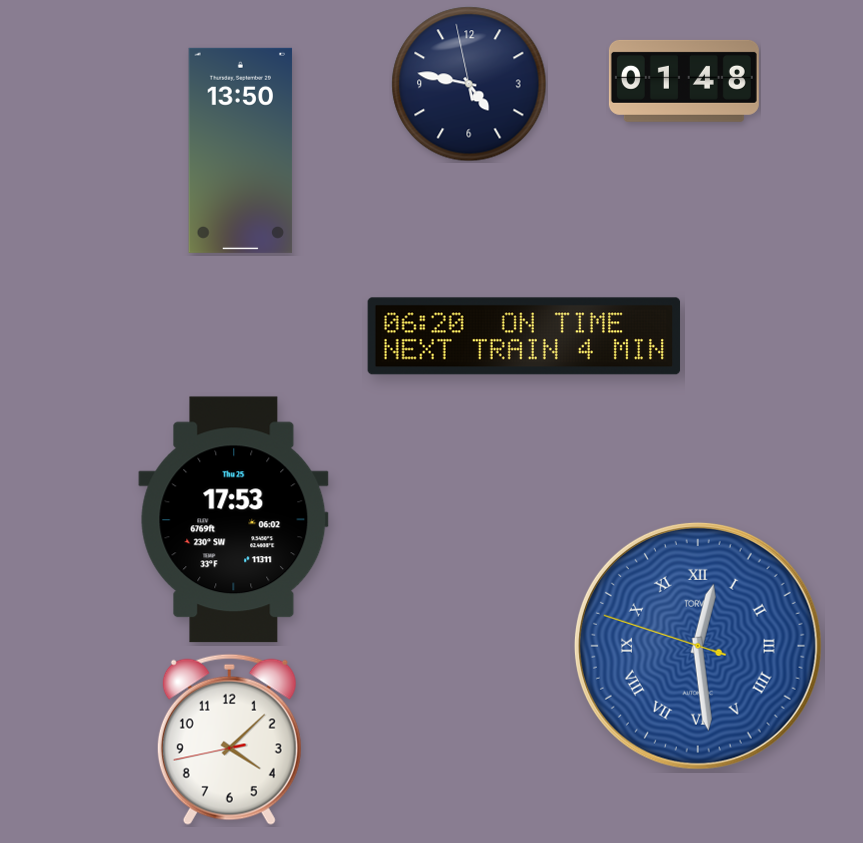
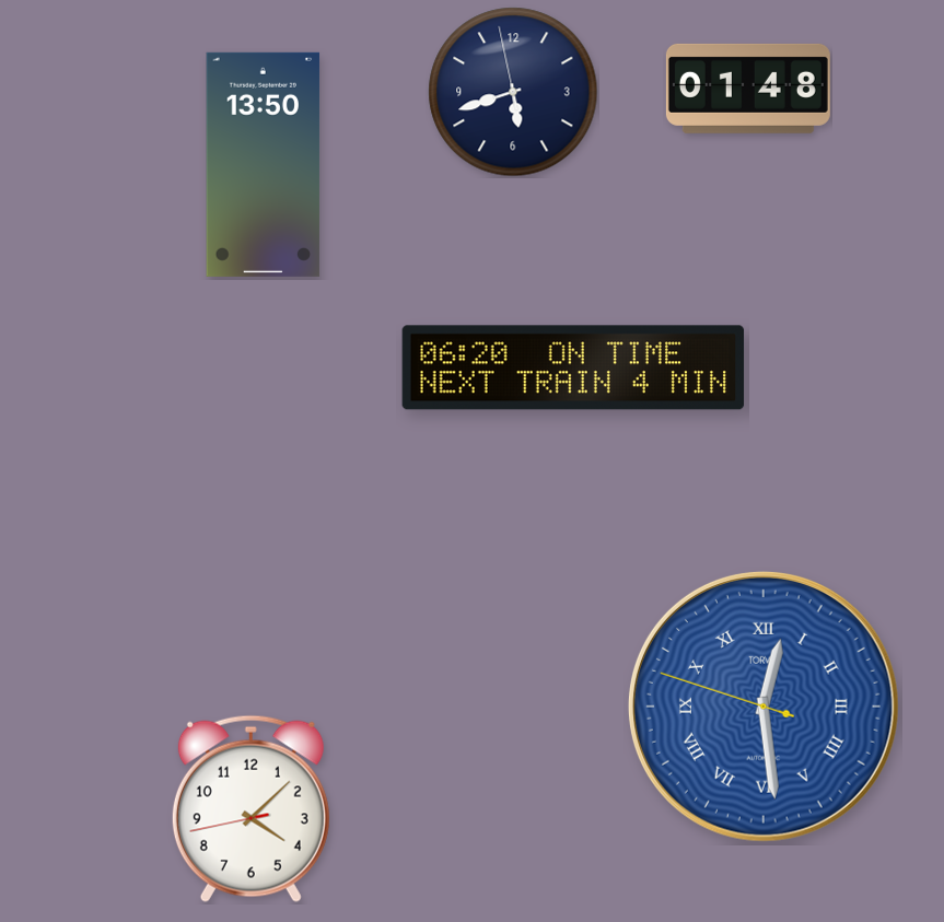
clock at (469, 84): 4:46 -> 5:41
clock at (234, 520): 17:53 -> none
